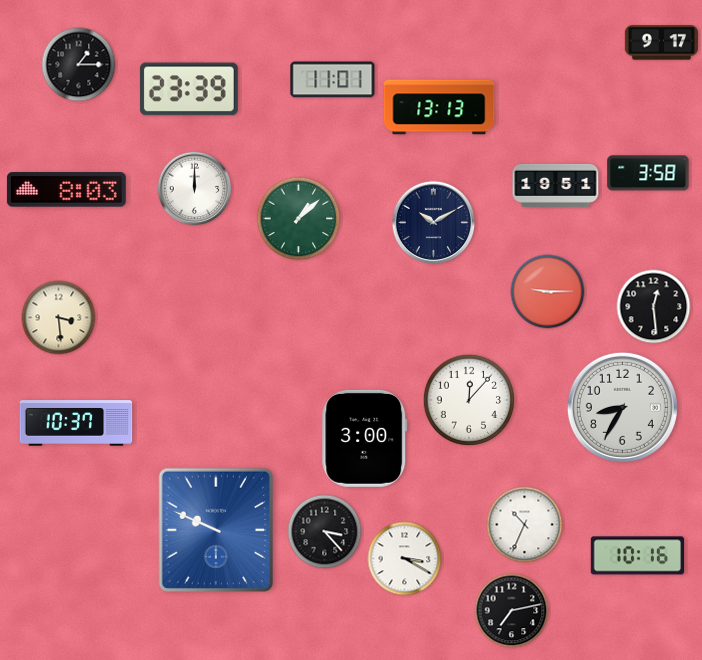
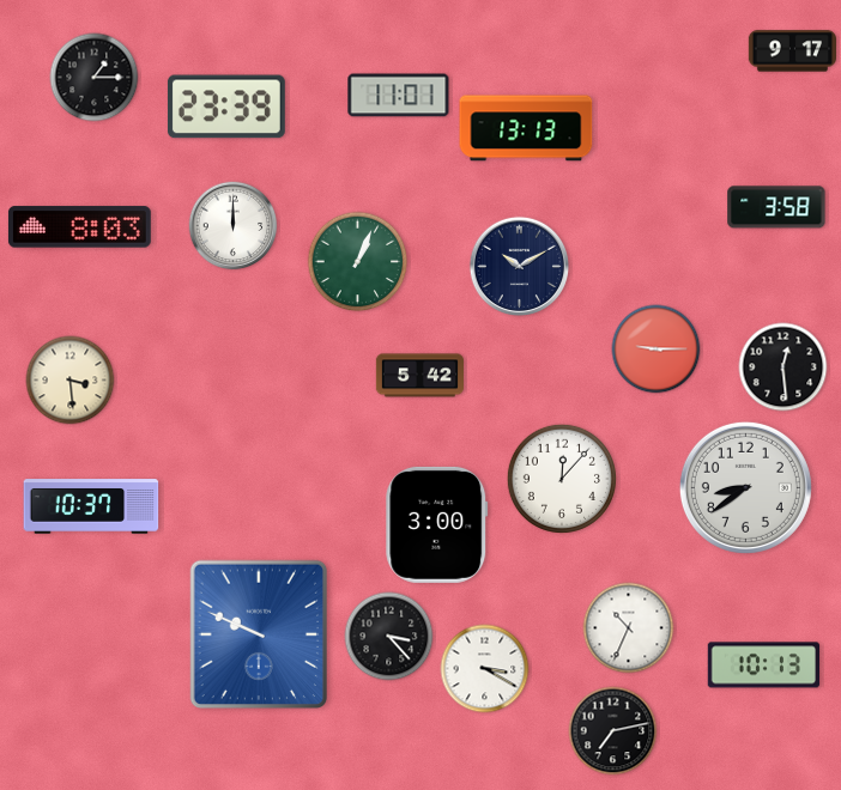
clock at (556, 185): 19:51 -> none
clock at (299, 219): 1:08 -> 1:04
clock at (419, 376): none -> 5:42
clock at (622, 407): 8:35 -> 8:39
clock at (638, 556): 10:16 -> 10:13
